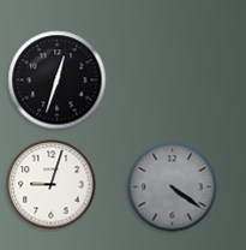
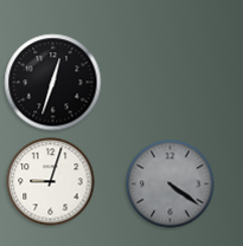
clock at (58, 81) position: (58, 81) -> (53, 83)
